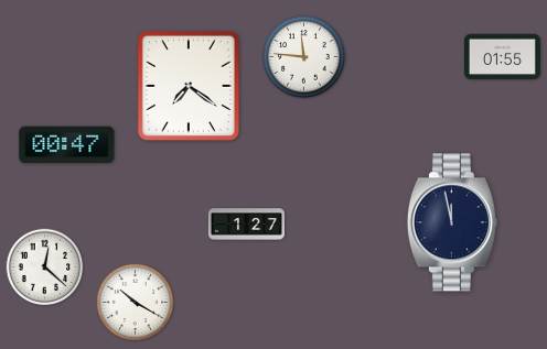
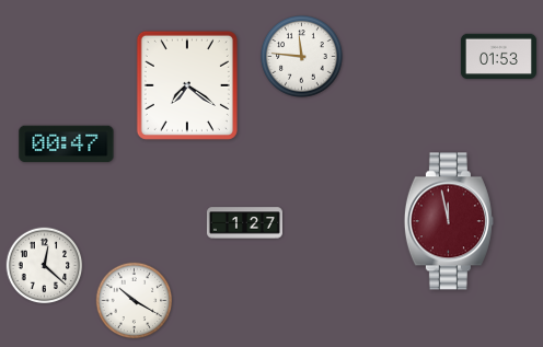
clock at (502, 57): 01:55 -> 01:53
clock at (452, 222) dial: navy -> burgundy
